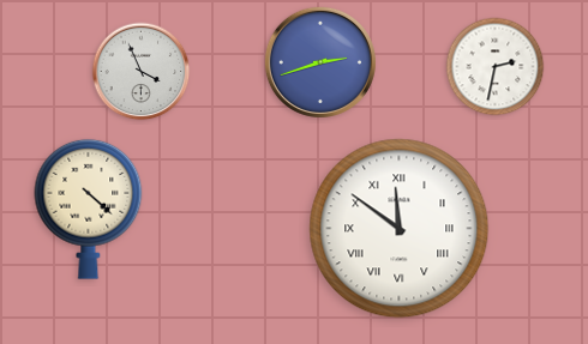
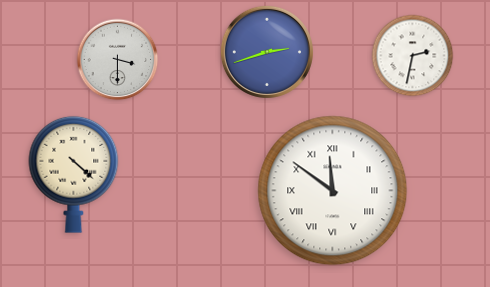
clock at (142, 72): 3:56 -> 3:30
